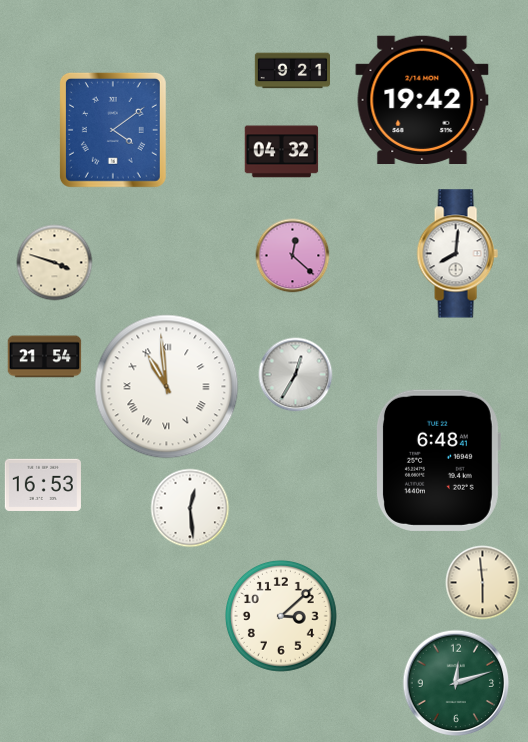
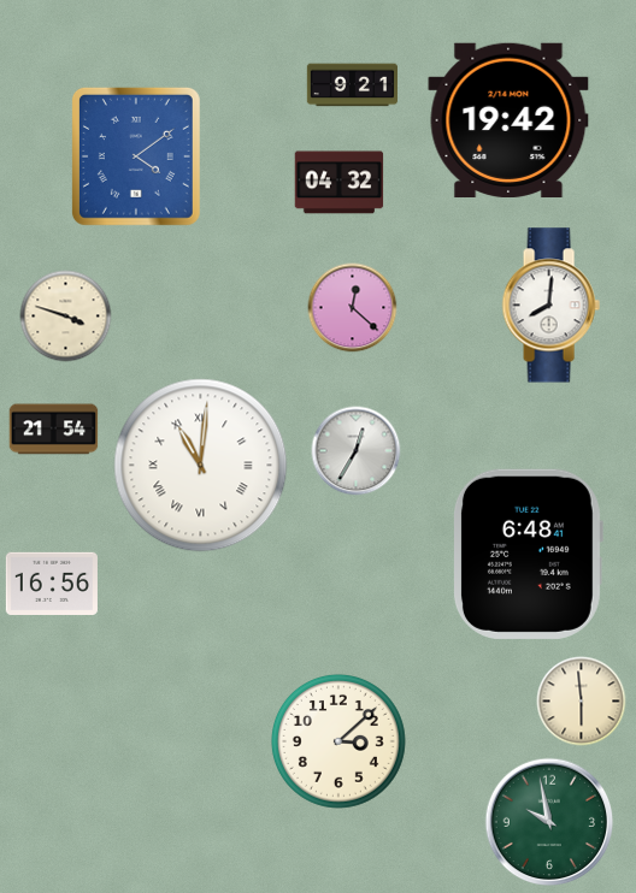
clock at (167, 387): 10:59 -> 11:01
clock at (43, 485): 16:53 -> 16:56
clock at (190, 508): 12:29 -> none
clock at (456, 683): 12:12 -> 9:58
